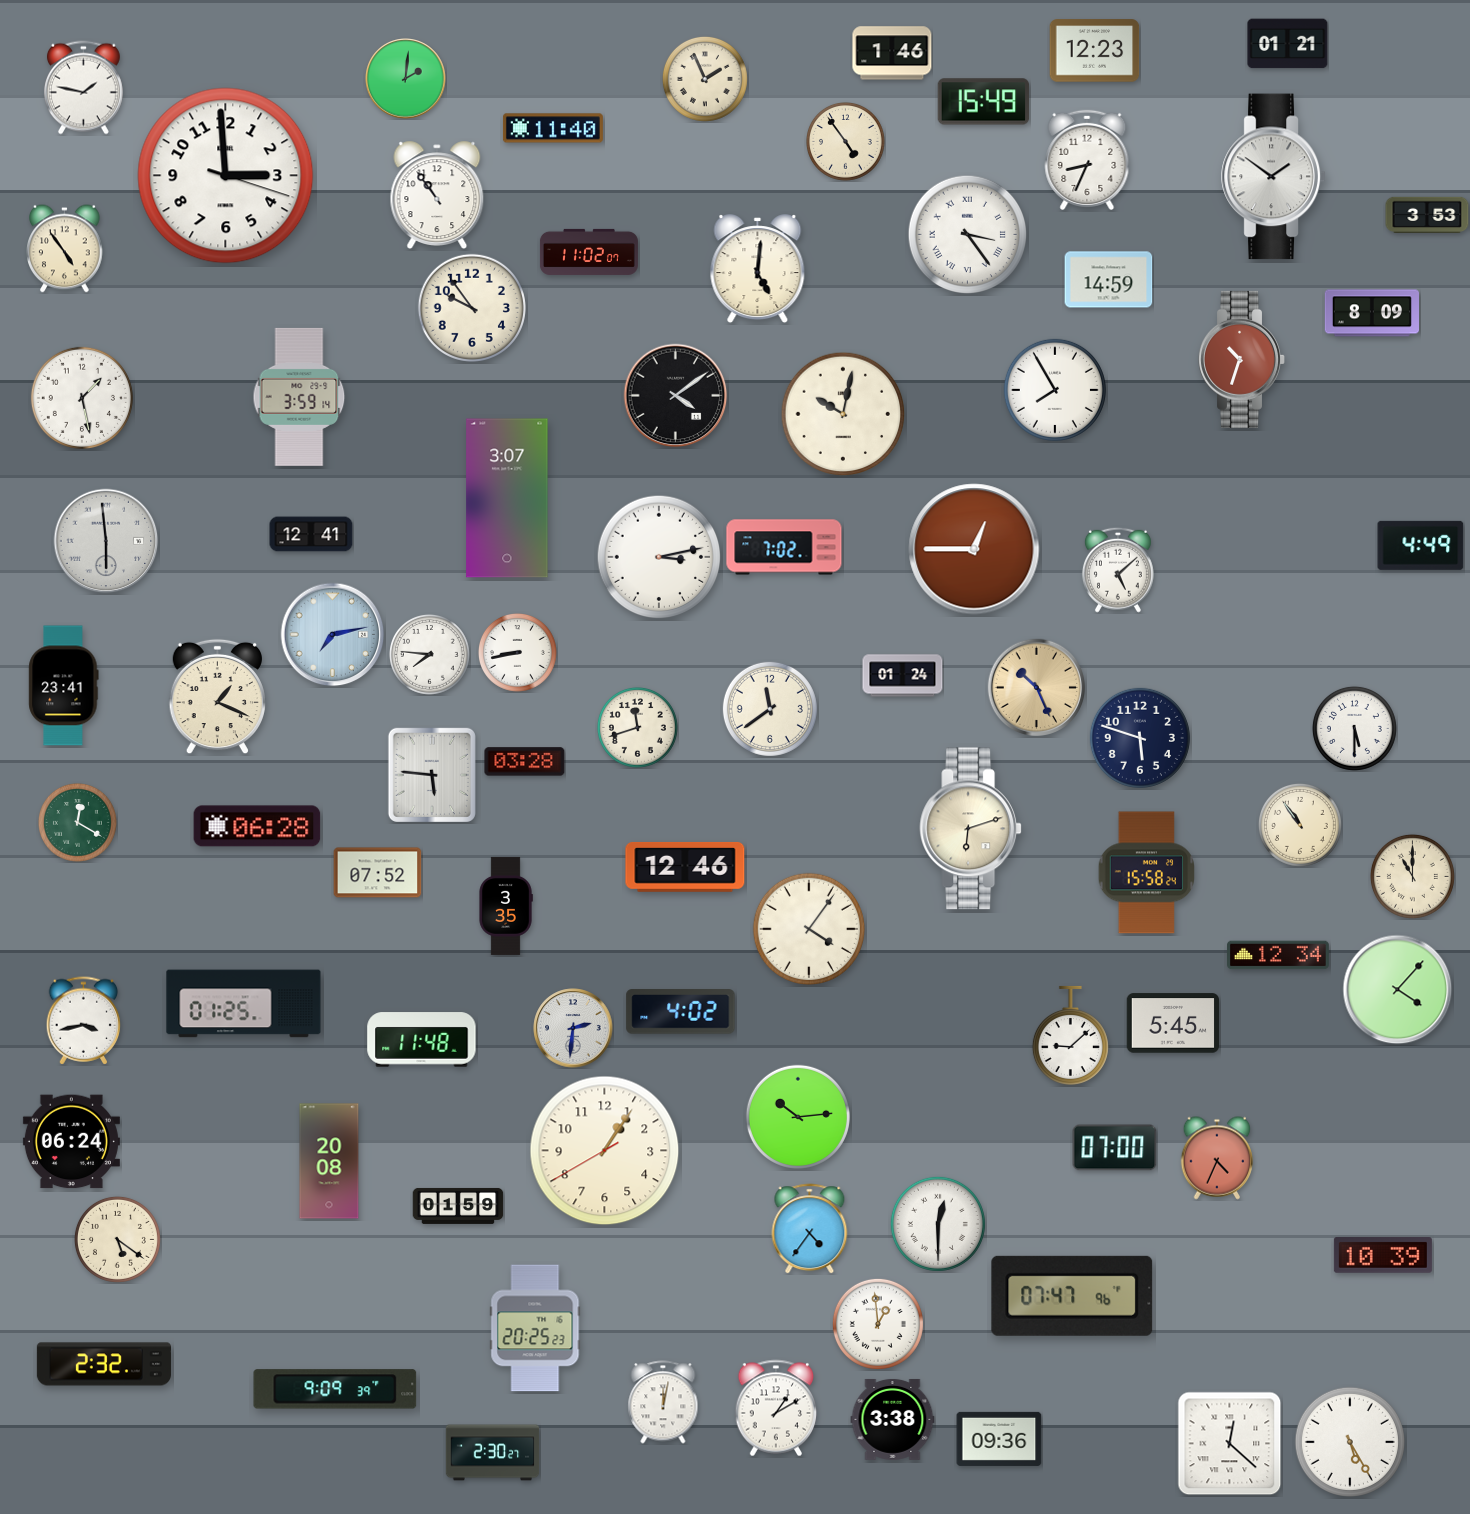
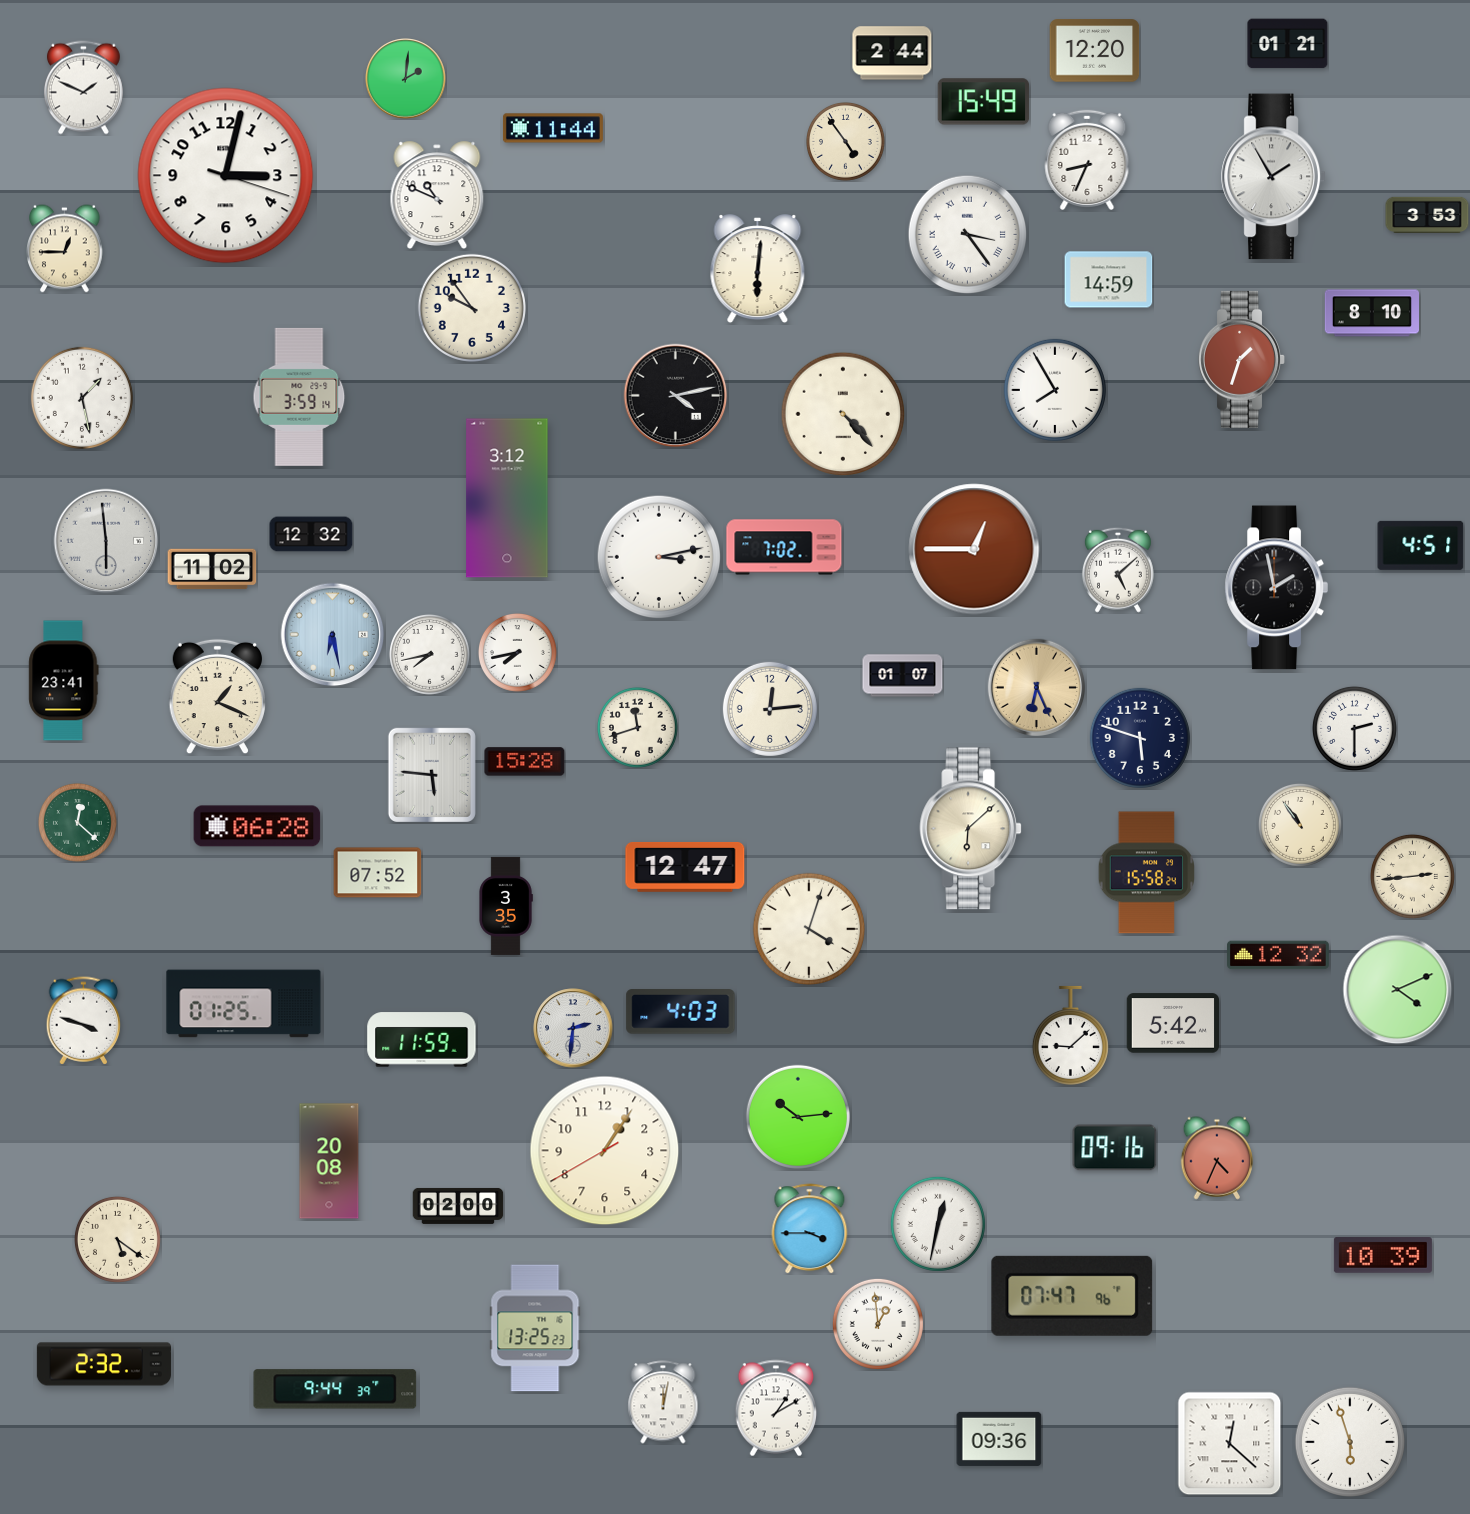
clock at (1095, 51): 12:23 -> 12:20
clock at (892, 53): 1:46 -> 2:44
clock at (705, 79): 1:56 -> none
clock at (83, 88): 1:47 -> 1:49
clock at (553, 128): 11:40 -> 11:44
clock at (226, 176): 2:59 -> 3:02
clock at (1274, 177): 1:51 -> 1:55
clock at (437, 194): 10:54 -> 10:49
clock at (65, 249): 4:54 -> 12:45
clock at (589, 252): 11:02 -> none
clock at (758, 269): 5:01 -> 6:01
clock at (1371, 313): 8:09 -> 8:10
clock at (1242, 359): 10:33 -> 1:33
clock at (676, 396): 4:09 -> 4:13
clock at (843, 414): 10:02 -> 4:23
clock at (507, 498): 3:07 -> 3:12
clock at (311, 534): 12:41 -> 12:32
clock at (1421, 545): 4:49 -> 4:51
clock at (212, 569): none -> 11:02
clock at (1276, 588): none -> 1:58
clock at (333, 635): 7:13 -> 6:28
clock at (518, 653): 8:43 -> 7:43
clock at (429, 654): 7:46 -> 7:43
clock at (903, 676): 01:24 -> 01:07
clock at (64, 686) position: (64, 686) -> (64, 681)
clock at (1037, 688): 10:26 -> 6:26
clock at (770, 709): 11:39 -> 12:14
clock at (1354, 728): 5:30 -> 2:30
clock at (525, 762): 03:28 -> 15:28
clock at (78, 823): 12:20 -> 12:22
clock at (971, 829): 6:12 -> 6:08
clock at (685, 867): 12:46 -> 12:47
clock at (1412, 876): 11:00 -> 2:44
clock at (808, 928): 4:06 -> 4:03
clock at (1279, 955): 12:34 -> 12:32
clock at (1398, 990): 4:07 -> 4:11
clock at (681, 1012): 4:02 -> 4:03
clock at (84, 1021): 3:43 -> 3:48
clock at (1173, 1023): 5:45 -> 5:42
clock at (422, 1040): 11:48 -> 11:59
clock at (71, 1142): 06:24 -> none
clock at (1115, 1148): 07:00 -> 09:16
clock at (458, 1206): 01:59 -> 02:00
clock at (938, 1224): 12:30 -> 12:32
clock at (810, 1229): 4:36 -> 3:45
clock at (535, 1328): 20:25 -> 13:25
clock at (335, 1389): 9:09 -> 9:44
clock at (893, 1419): 3:38 -> none
clock at (1350, 1442): 5:25 -> 5:57
clock at (493, 1453): 2:30 -> none
